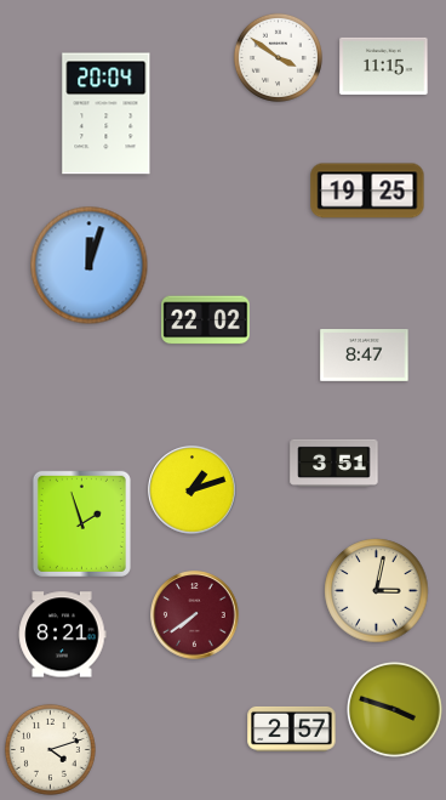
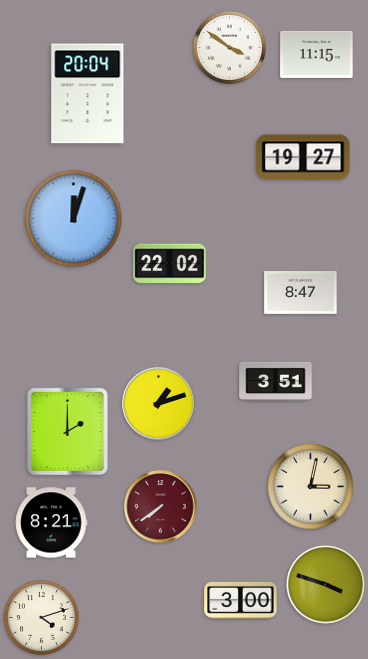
clock at (367, 191): 19:25 -> 19:27
clock at (81, 523): 1:57 -> 2:00
clock at (292, 728): 2:57 -> 3:00
